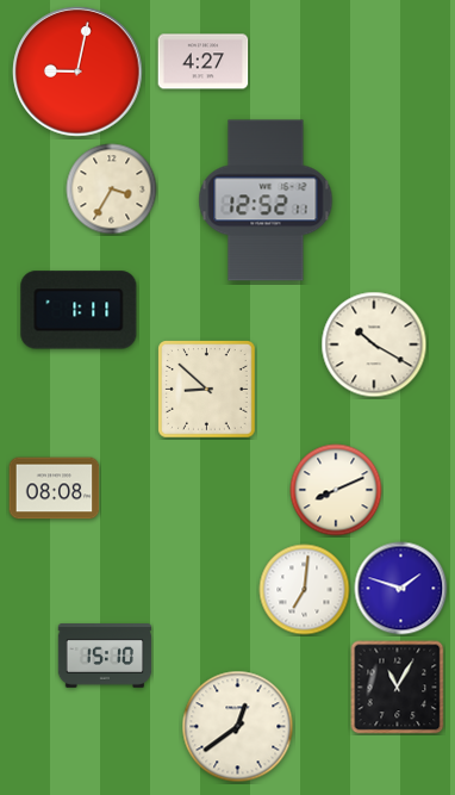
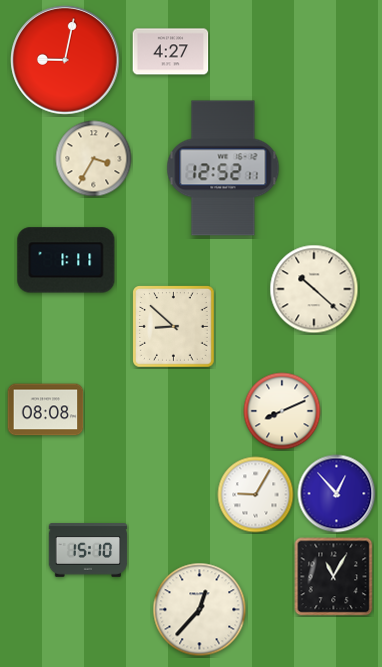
clock at (374, 344): 10:20 -> 10:22
clock at (401, 589): 1:48 -> 12:53
clock at (305, 590): 7:01 -> 9:05
clock at (238, 727): 12:39 -> 12:37
